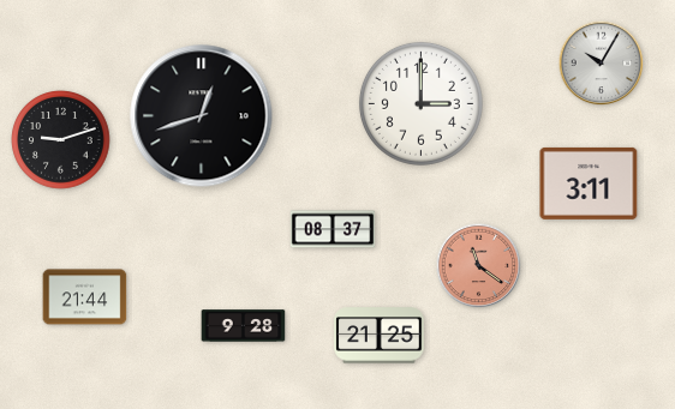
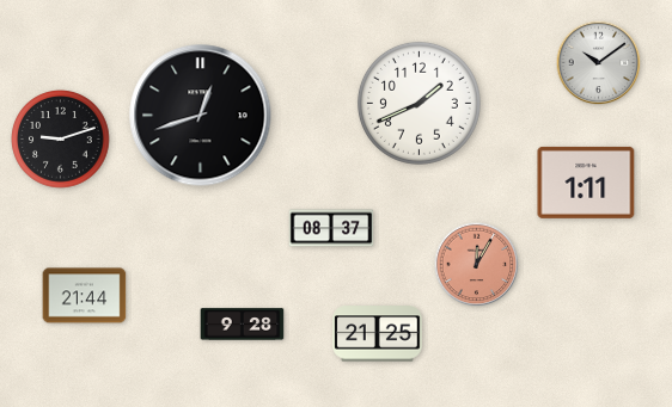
clock at (602, 64): 10:05 -> 10:09
clock at (420, 103): 3:00 -> 1:41
clock at (589, 184): 3:11 -> 1:11
clock at (479, 266): 11:21 -> 12:05
